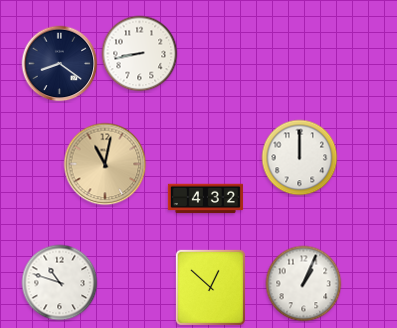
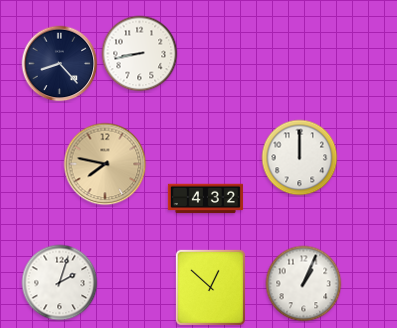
clock at (60, 64): 8:21 -> 8:23
clock at (105, 164): 11:02 -> 7:47
clock at (60, 283): 10:48 -> 2:03
